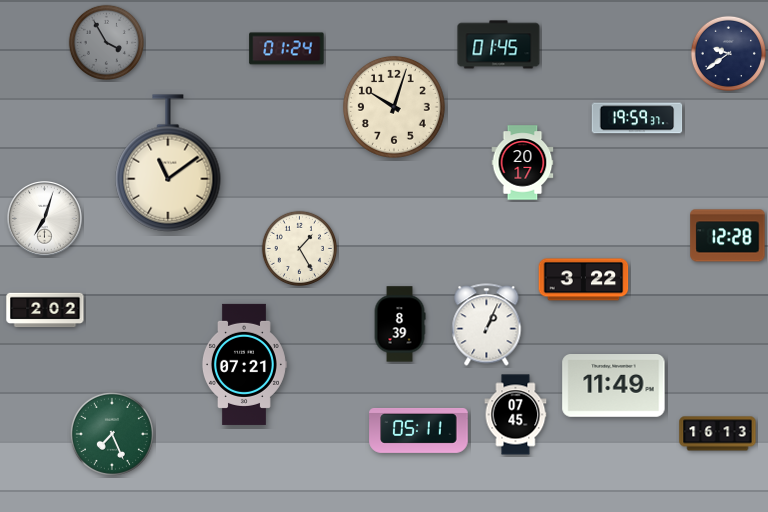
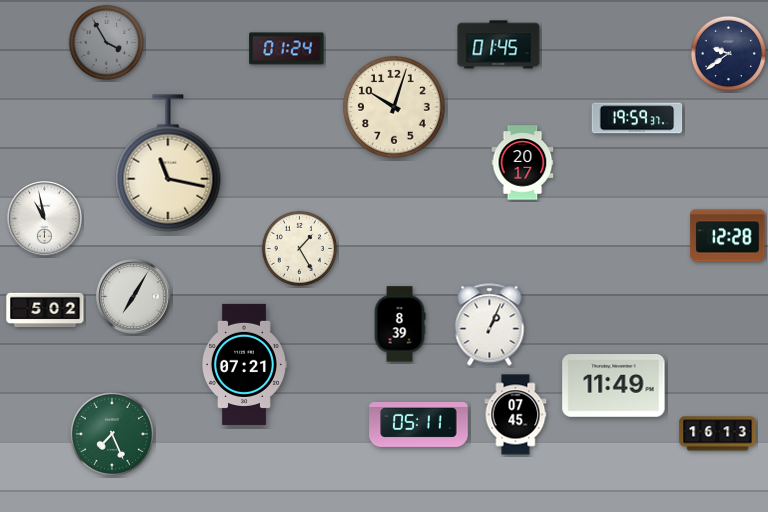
clock at (168, 163): 11:09 -> 11:17
clock at (45, 219): 7:03 -> 10:58
clock at (584, 280): 3:22 -> none
clock at (134, 297): none -> 7:05
clock at (45, 310): 2:02 -> 5:02
clock at (487, 325) position: (487, 325) -> (490, 325)
clock at (419, 430) position: (419, 430) -> (419, 424)
